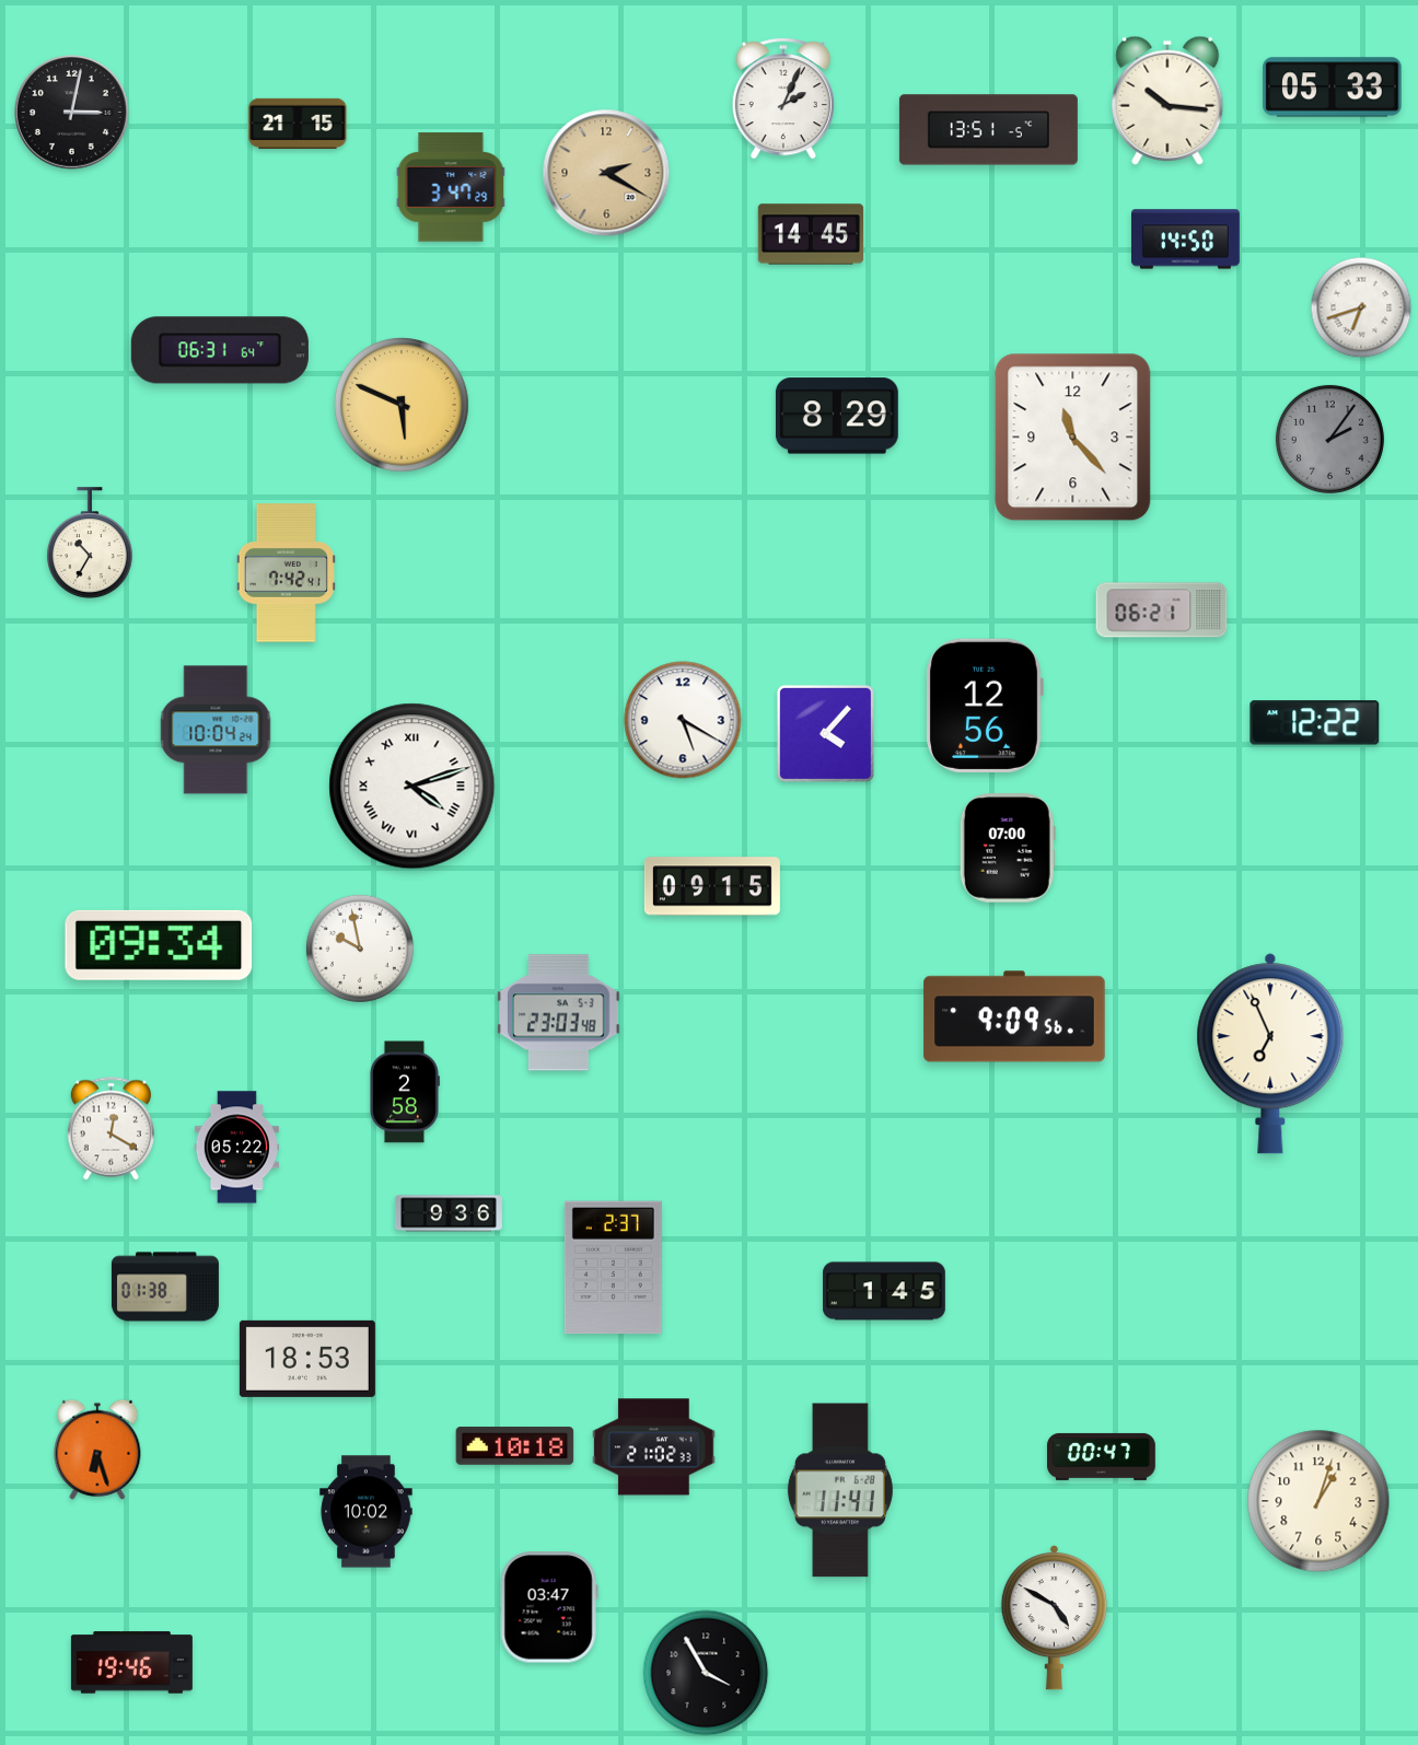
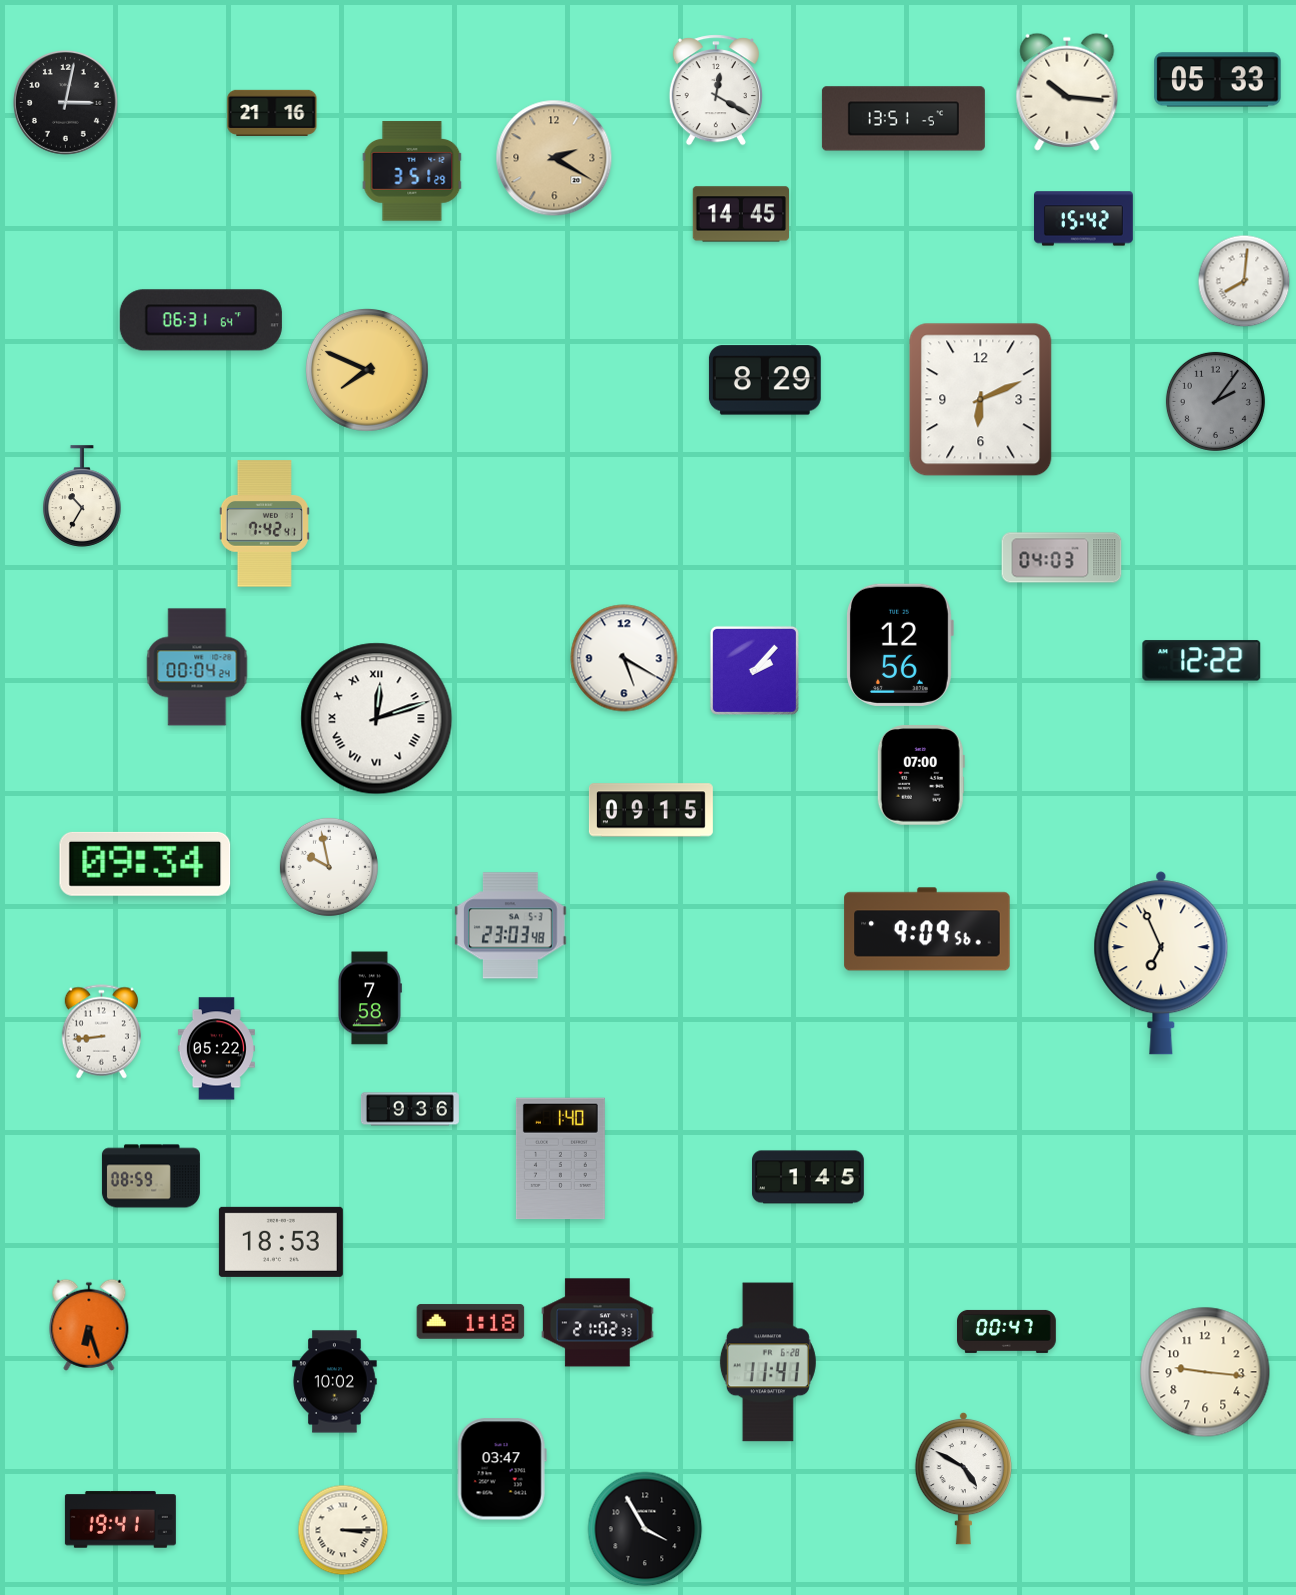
clock at (783, 98): 2:04 -> 12:20
clock at (298, 124): 21:15 -> 21:16
clock at (451, 187): 3:47 -> 3:51
clock at (1186, 240): 14:50 -> 15:42
clock at (1361, 307): 6:42 -> 8:01
clock at (402, 405): 5:49 -> 7:49
clock at (1073, 438): 11:23 -> 6:11
clock at (286, 573) position: (286, 573) -> (264, 524)
clock at (1162, 610): 06:21 -> 04:03
clock at (216, 730): 10:04 -> 00:04
clock at (825, 733): 4:07 -> 2:07
clock at (412, 787): 4:12 -> 12:12
clock at (405, 1092): 2:58 -> 7:58
clock at (111, 1129): 12:20 -> 8:44
clock at (613, 1268): 2:37 -> 1:40
clock at (165, 1287): 01:38 -> 08:59
clock at (885, 1291) position: (885, 1291) -> (809, 1177)
clock at (515, 1446): 10:18 -> 1:18
clock at (1318, 1501): 1:03 -> 9:16
clock at (131, 1663): 19:46 -> 19:41
clock at (343, 1530): none -> 3:15
